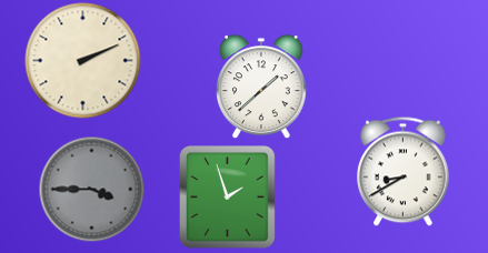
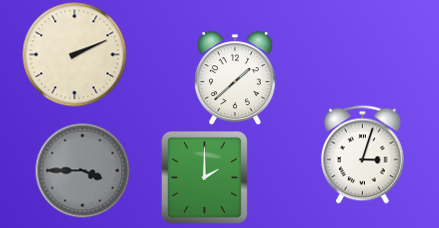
clock at (404, 171): 8:40 -> 3:03
clock at (228, 198): 1:57 -> 2:00
